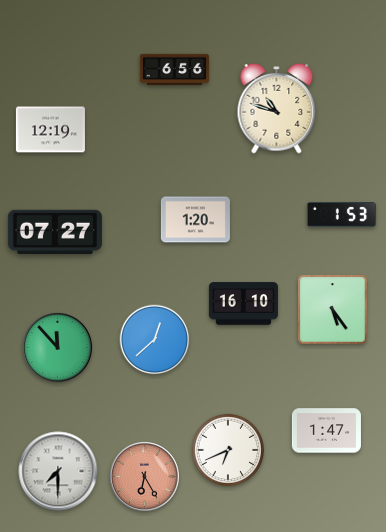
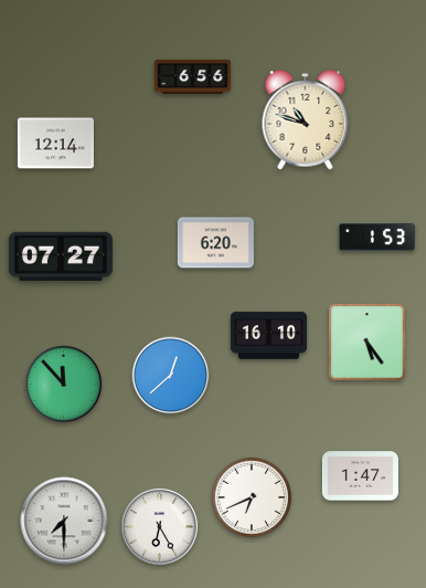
clock at (50, 130): 12:19 -> 12:14
clock at (195, 220): 1:20 -> 6:20
clock at (144, 476) dial: salmon -> white
